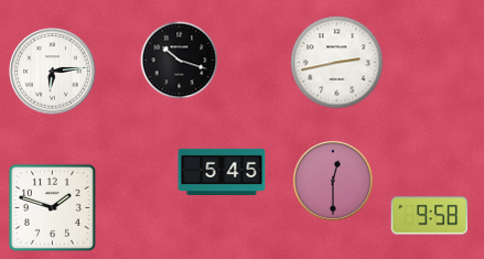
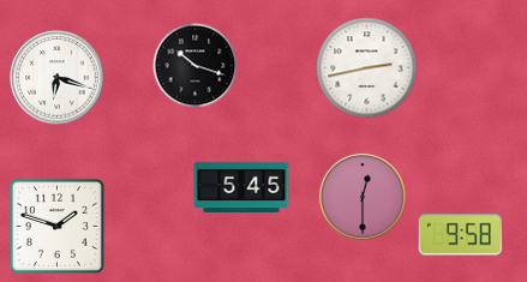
clock at (53, 72): 6:14 -> 6:18
clock at (430, 216) position: (430, 216) -> (461, 235)
